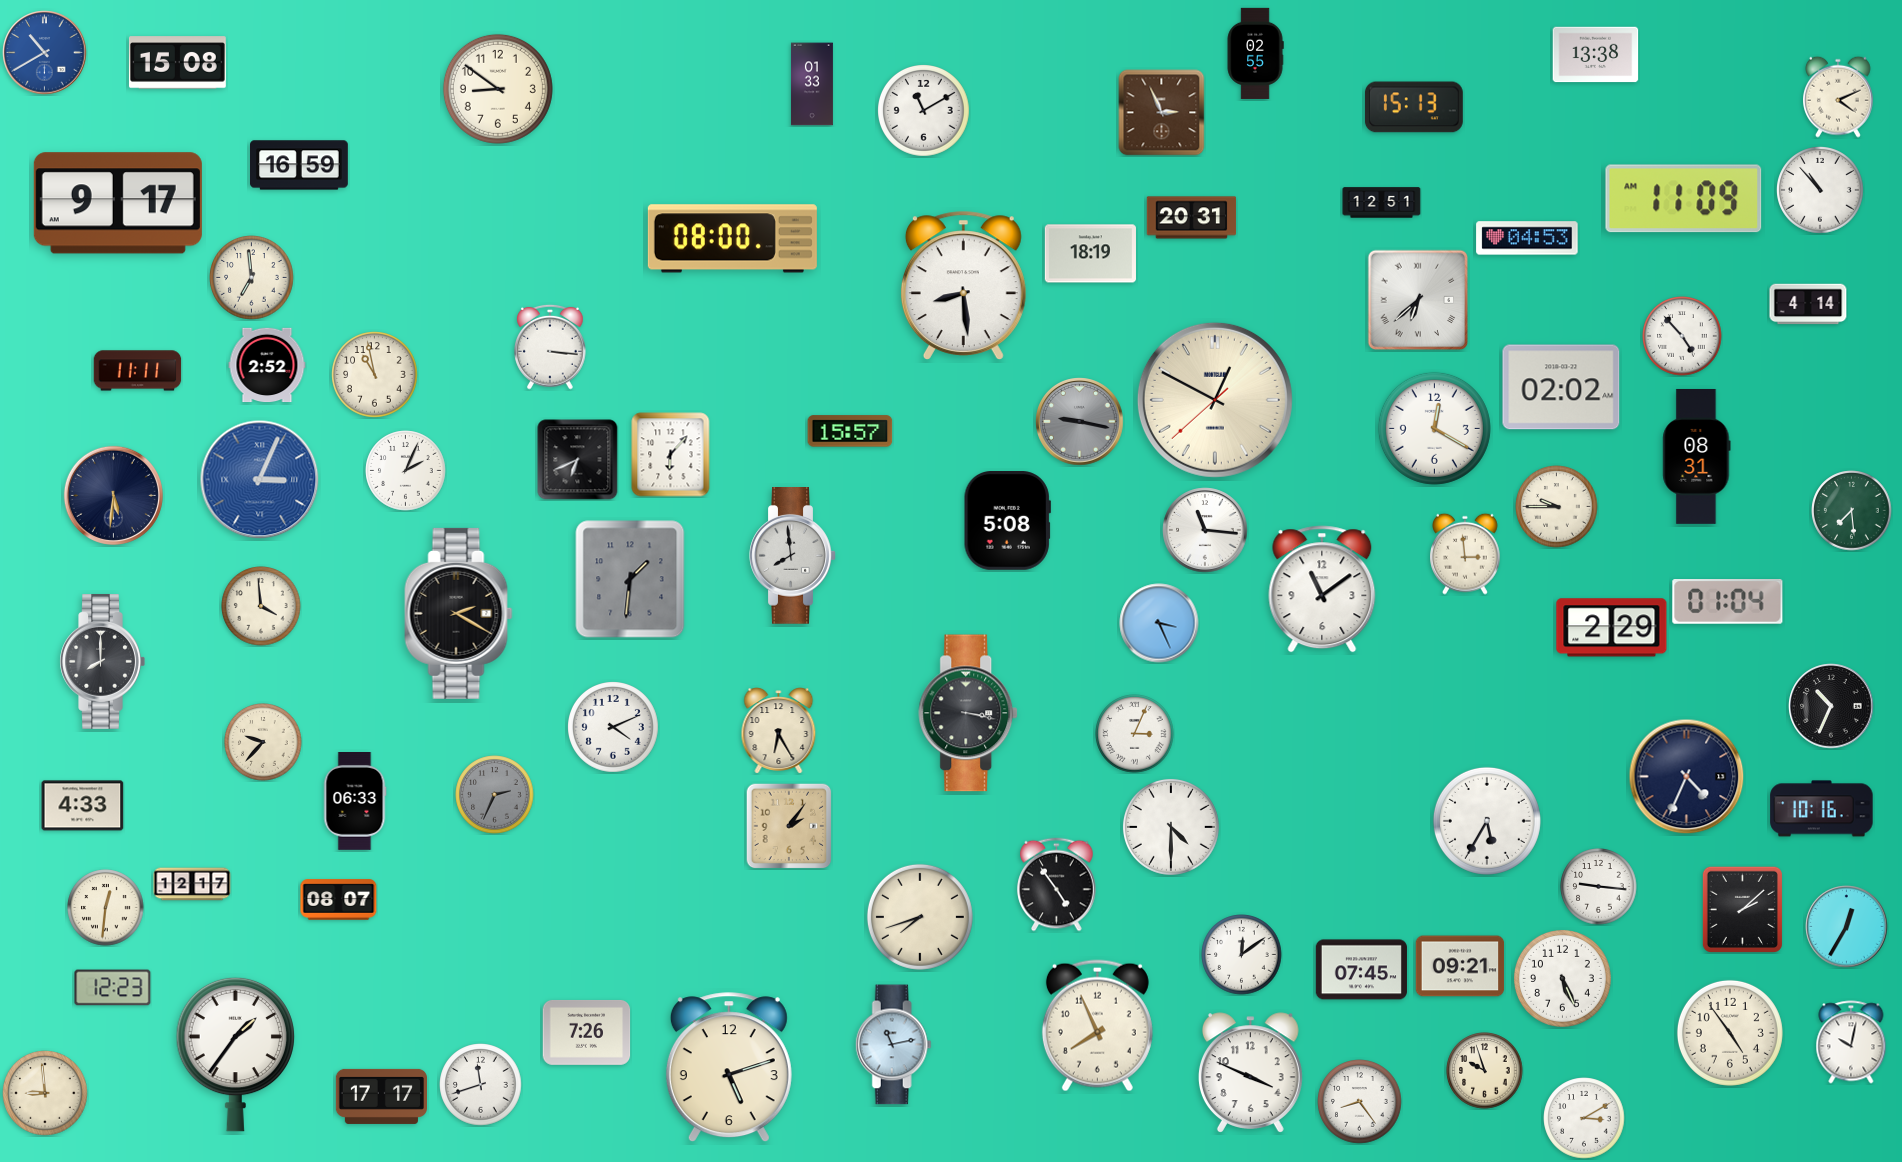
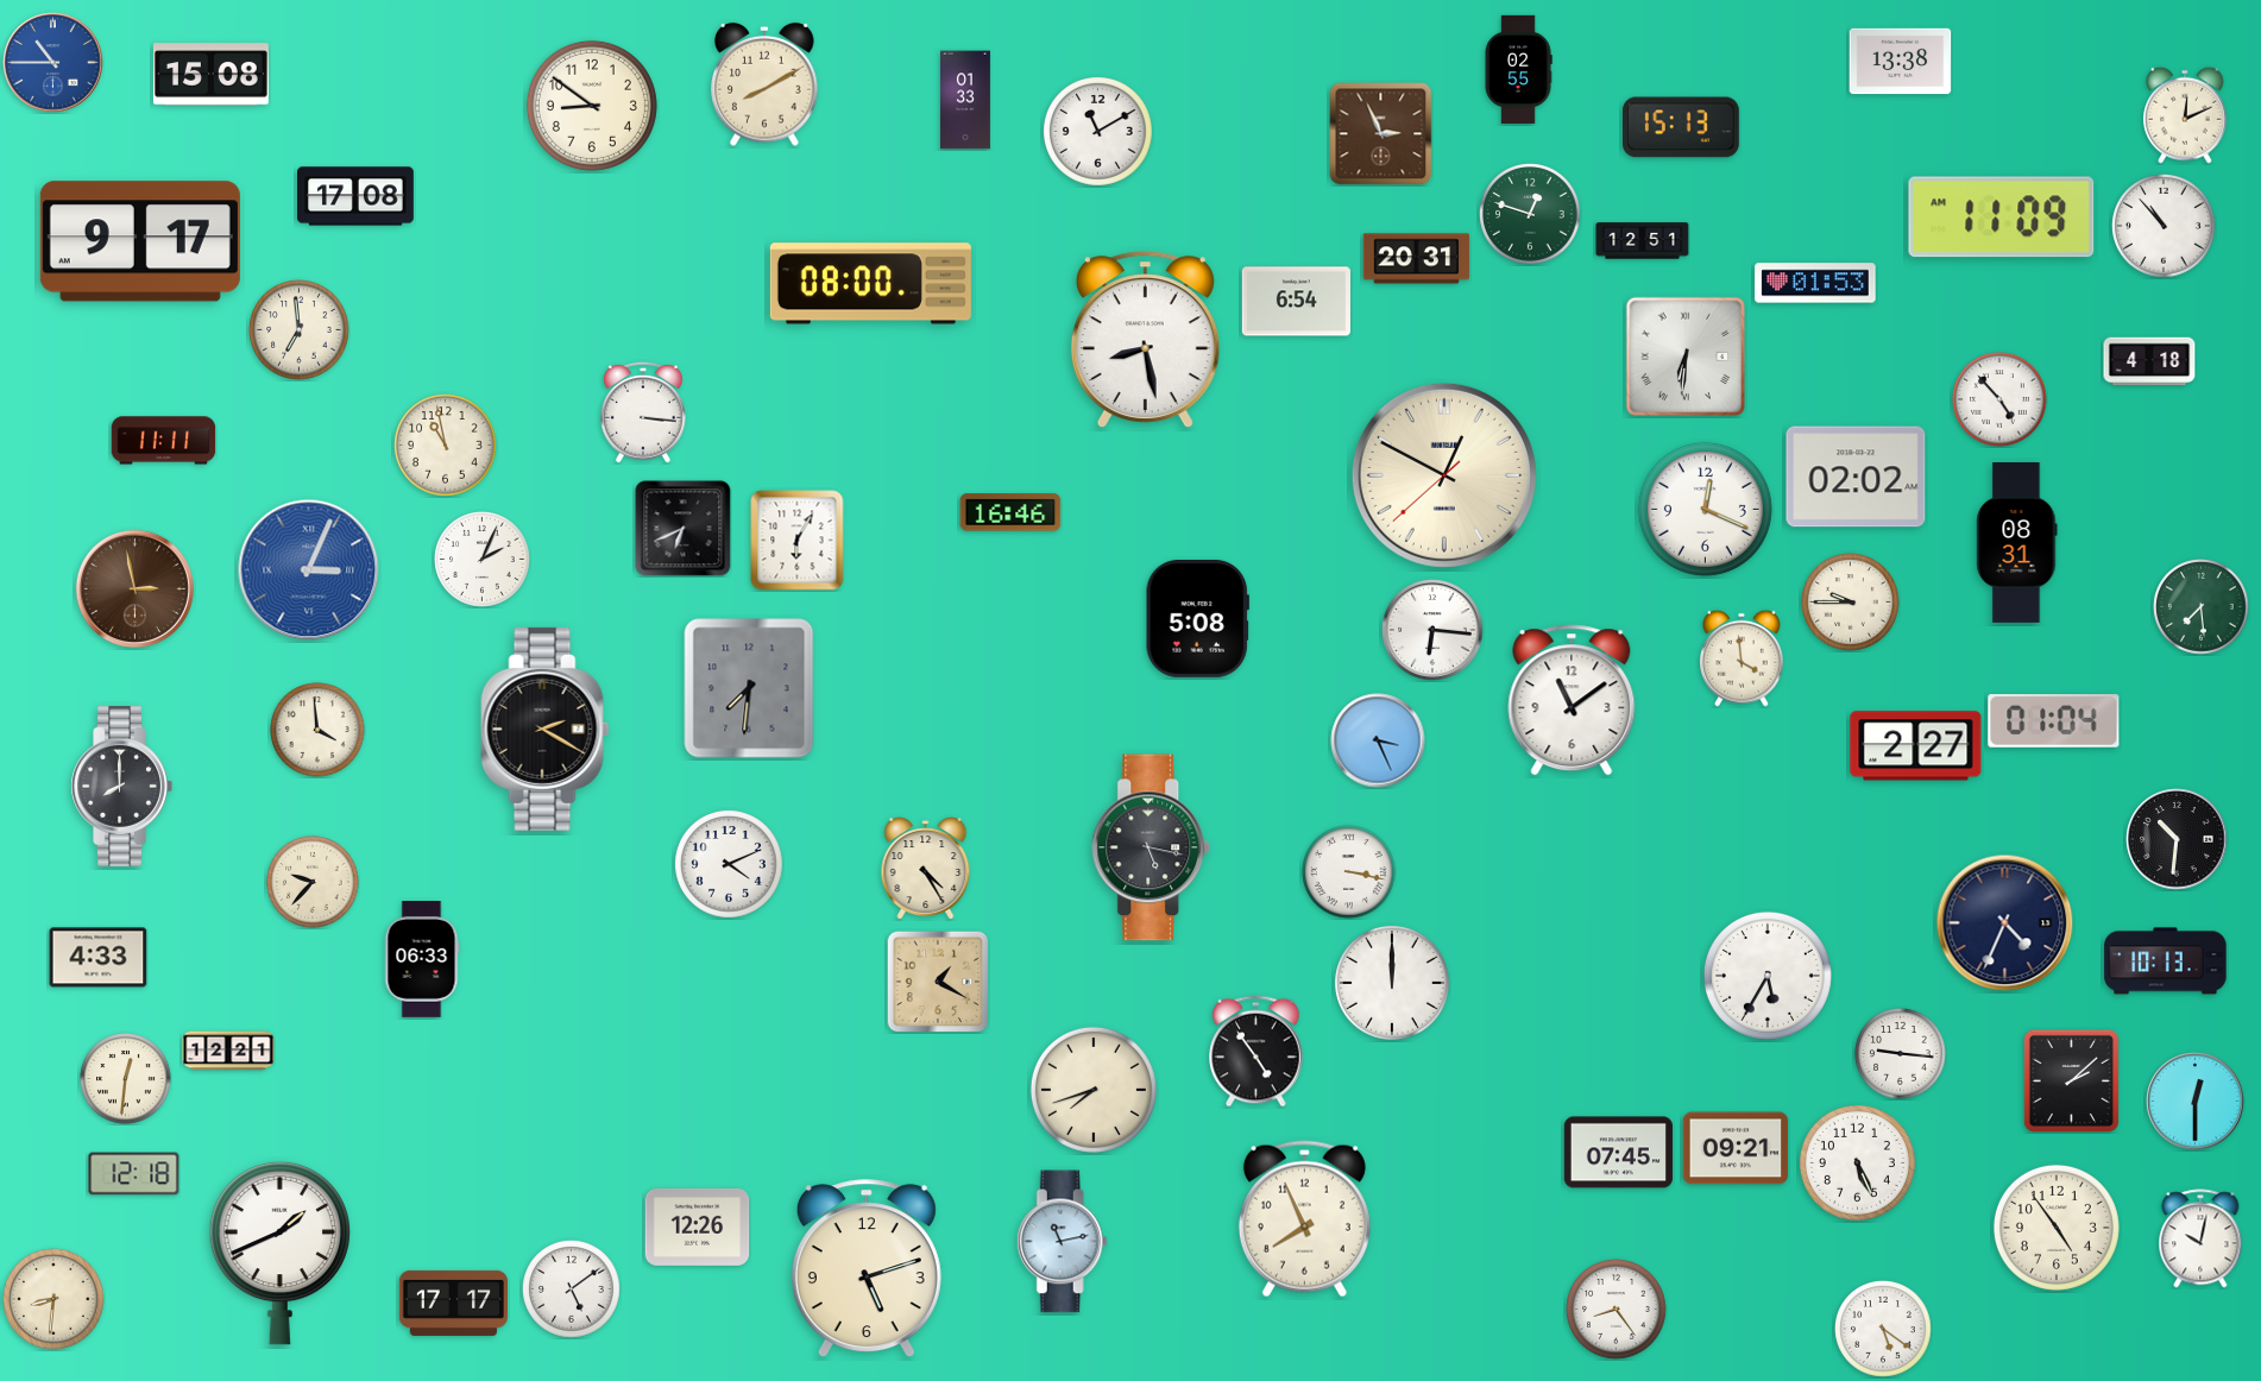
clock at (45, 53): 10:40 -> 10:45
clock at (1255, 53) position: (1255, 53) -> (1518, 69)
clock at (1596, 55) position: (1596, 55) -> (1901, 62)
clock at (764, 84): none -> 8:10
clock at (1839, 97): 4:11 -> 12:11
clock at (300, 165): 16:59 -> 17:08
clock at (1530, 214): none -> 12:48
clock at (1684, 199) position: (1684, 199) -> (2002, 217)
clock at (1527, 238): 04:53 -> 01:53
clock at (1090, 254): 18:19 -> 6:54
clock at (963, 285): 8:29 -> 8:28
clock at (1418, 300): 6:38 -> 6:31
clock at (1808, 304): 4:14 -> 4:18
clock at (550, 347) position: (550, 347) -> (643, 412)
clock at (267, 365): 2:52 -> none
clock at (1561, 387) position: (1561, 387) -> (1856, 477)
clock at (1080, 422): 9:17 -> none
clock at (1434, 428): 12:20 -> 12:19
clock at (850, 431): 15:57 -> 16:46
clock at (671, 455): 6:07 -> 6:05
clock at (578, 460) position: (578, 460) -> (684, 529)
clock at (113, 495): 5:31 -> 2:58
clock at (113, 495) dial: navy -> brown
clock at (1205, 530): 11:16 -> 6:16
clock at (1466, 554): 2:59 -> 3:59
clock at (793, 556): 7:59 -> none
clock at (630, 579): 1:31 -> 7:31
clock at (1728, 602) position: (1728, 602) -> (2054, 721)
clock at (261, 606) position: (261, 606) -> (317, 730)
clock at (1612, 628): 2:29 -> 2:27
clock at (1831, 706): 10:34 -> 10:31
clock at (969, 713): 3:17 -> 5:17
clock at (779, 731): 6:25 -> 4:25
clock at (1135, 734): 3:04 -> 3:17
clock at (495, 795): 2:34 -> none
clock at (355, 802) position: (355, 802) -> (422, 960)
clock at (1822, 809): 10:16 -> 10:13
clock at (789, 826): 2:06 -> 1:20
clock at (1171, 827): 4:30 -> 12:00
clock at (192, 884): 12:17 -> 12:21
clock at (339, 900): 08:07 -> none
clock at (1847, 927): 12:35 -> 12:30
clock at (1242, 955): 12:09 -> none
clock at (113, 988): 12:23 -> 12:18
clock at (587, 1032): 7:26 -> 12:26
clock at (235, 1054): 1:36 -> 1:41
clock at (1485, 1071): 9:57 -> none
clock at (1250, 1073): 3:49 -> none
clock at (481, 1085): 11:42 -> 5:09
clock at (45, 1093): 8:59 -> 8:31
clock at (1584, 1118): 3:10 -> 5:21
